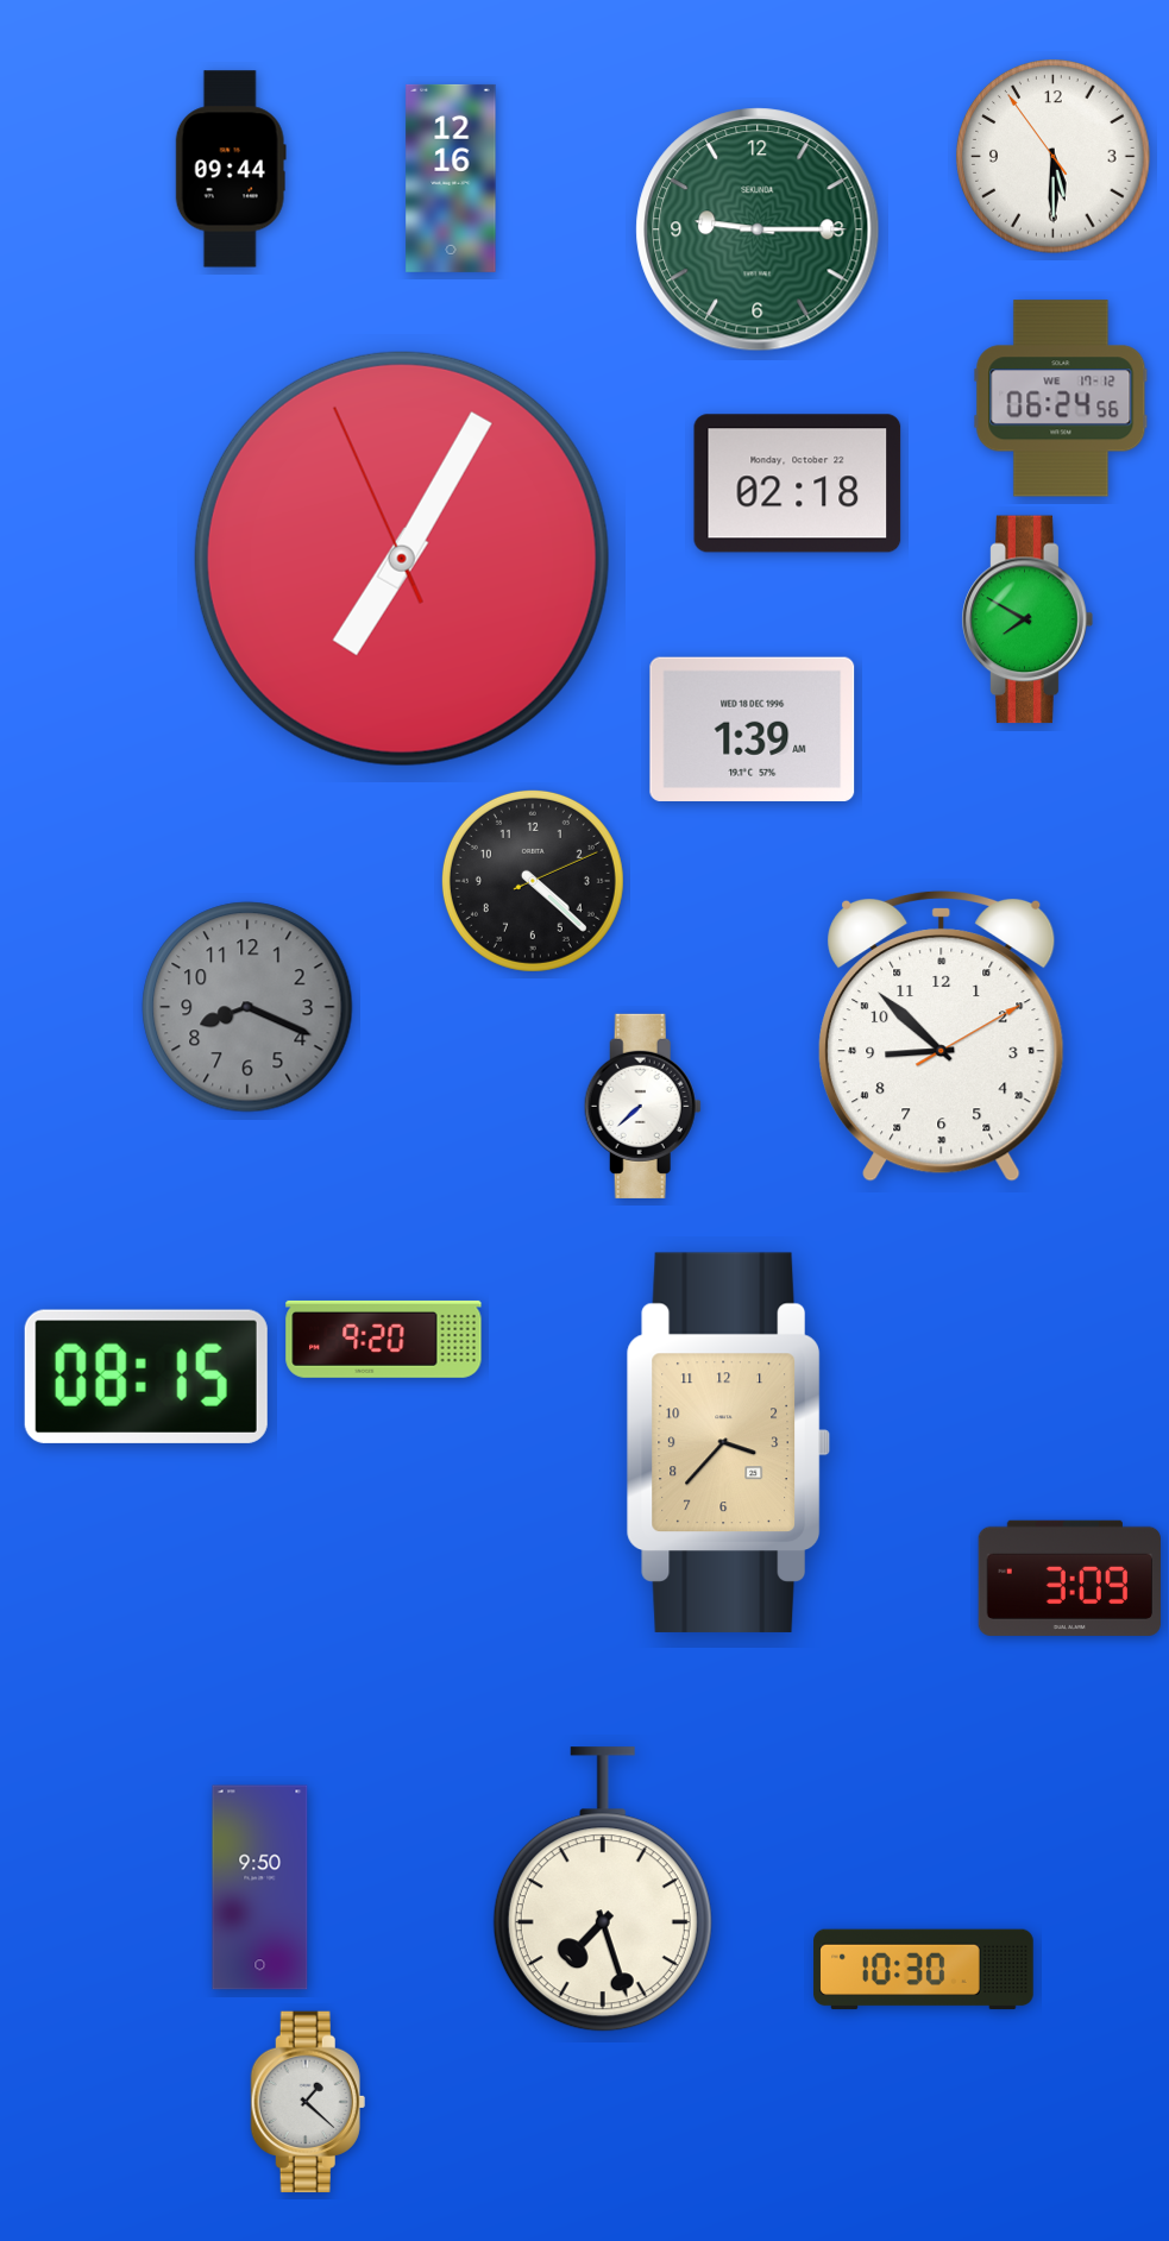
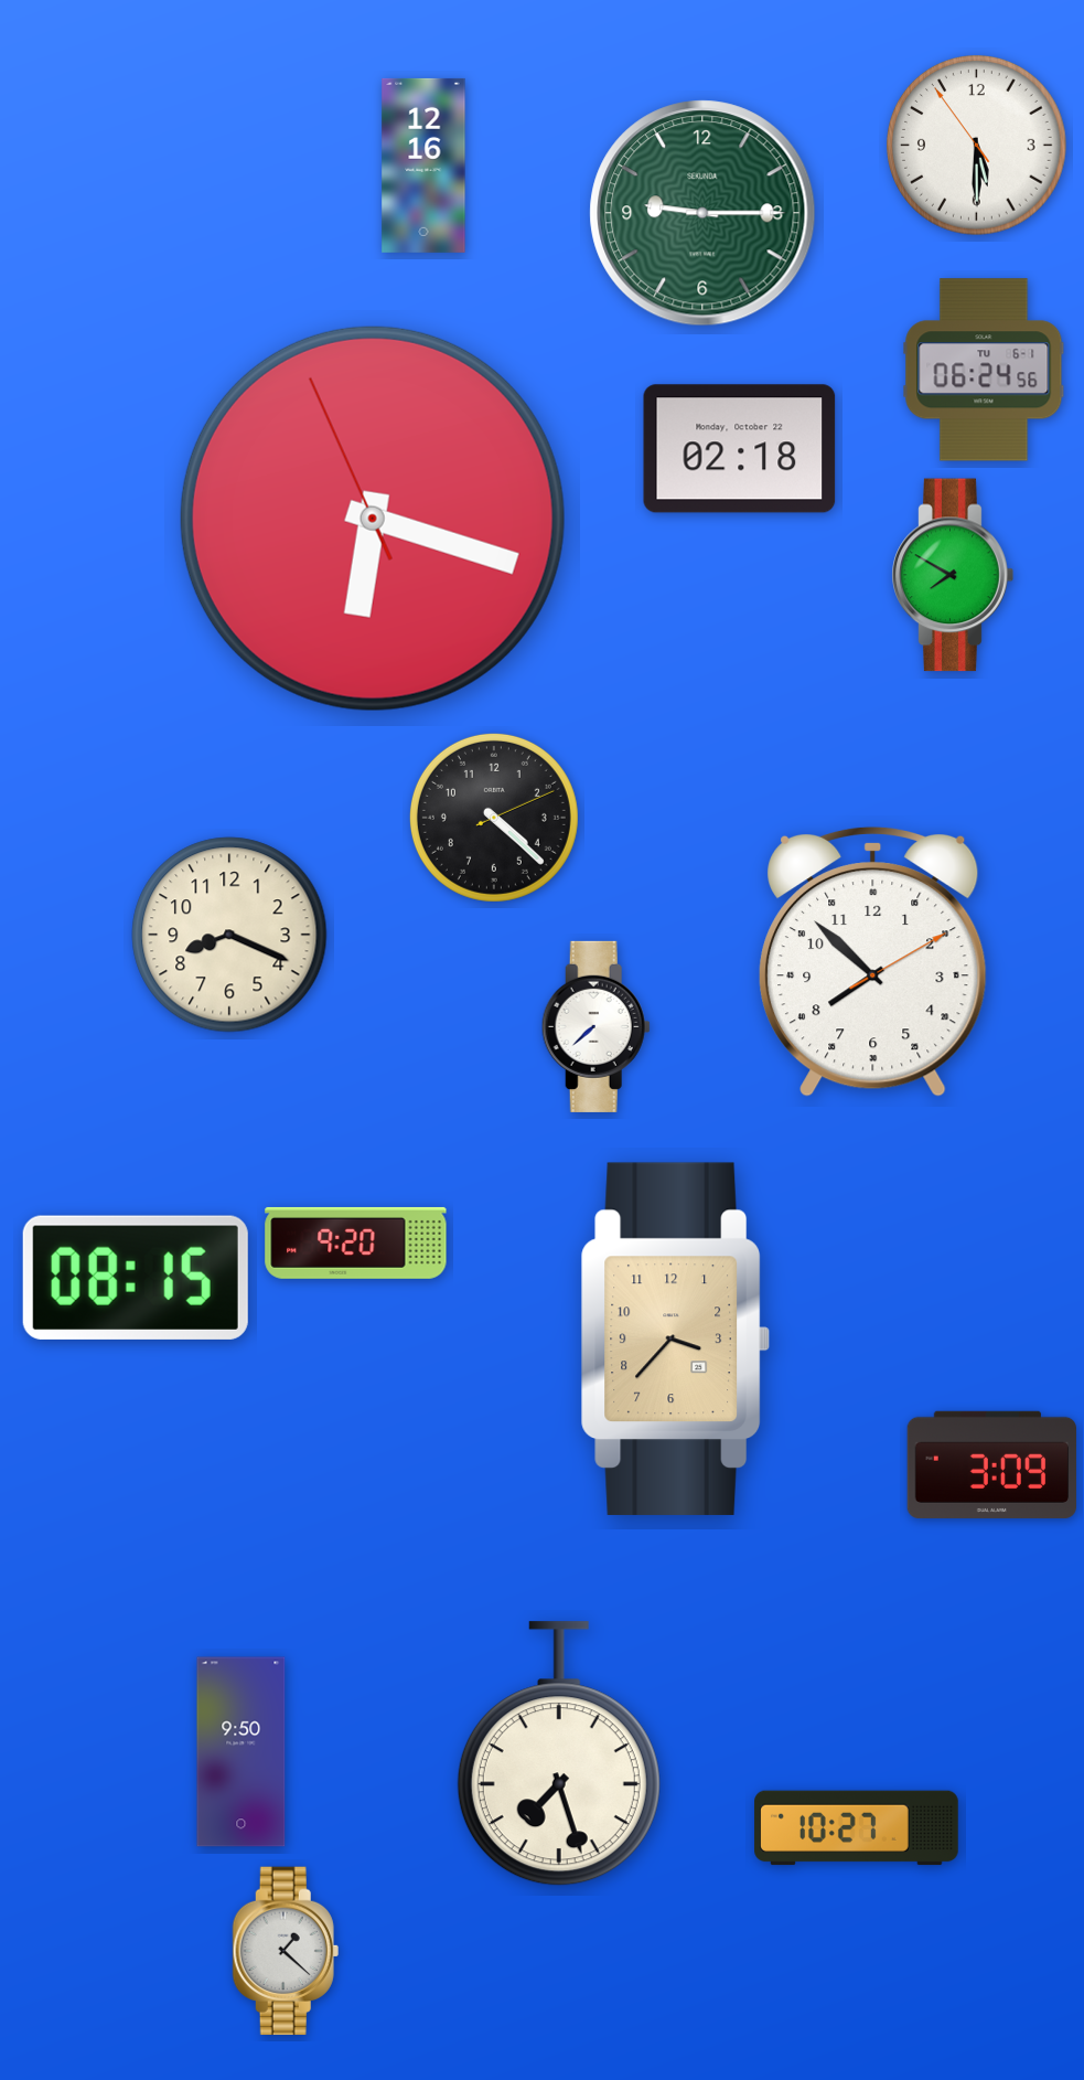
clock at (231, 169): 09:44 -> none
clock at (451, 178) position: (451, 178) -> (423, 166)
clock at (1061, 398) date: WE 17-12 -> TU 6-1
clock at (402, 559): 7:04 -> 6:17
clock at (753, 729): 1:39 -> none
clock at (247, 1007) dial: grey -> cream
clock at (942, 1035): 8:52 -> 7:52
clock at (924, 1970): 10:30 -> 10:27
